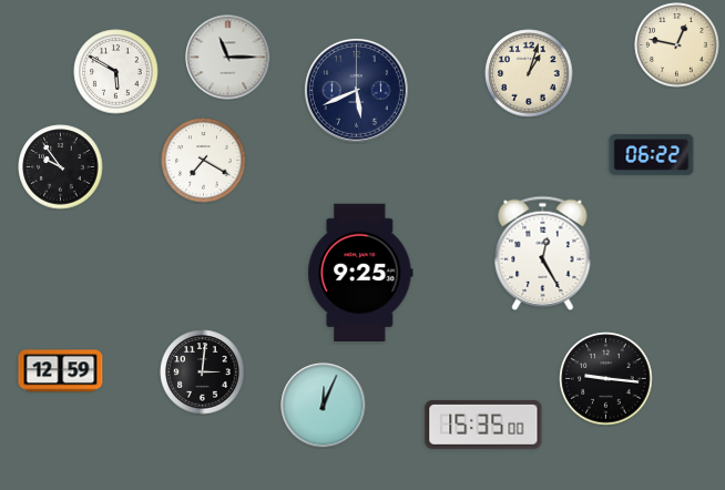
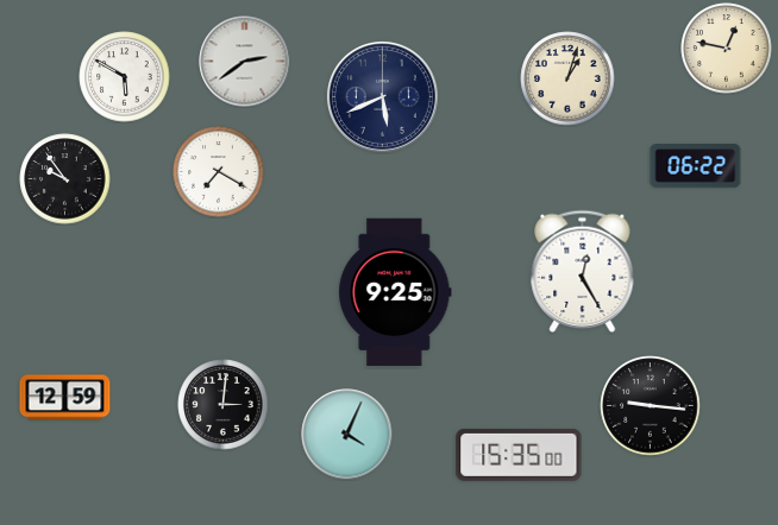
clock at (228, 58): 11:15 -> 2:39
clock at (652, 155) position: (652, 155) -> (696, 166)
clock at (360, 273) position: (360, 273) -> (395, 292)
clock at (203, 372) position: (203, 372) -> (224, 405)
clock at (324, 406): 12:04 -> 4:04
